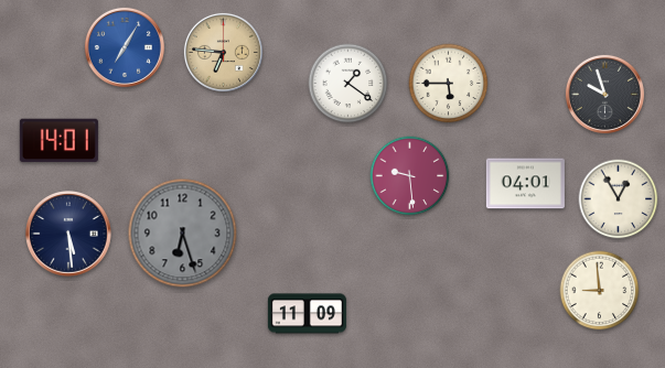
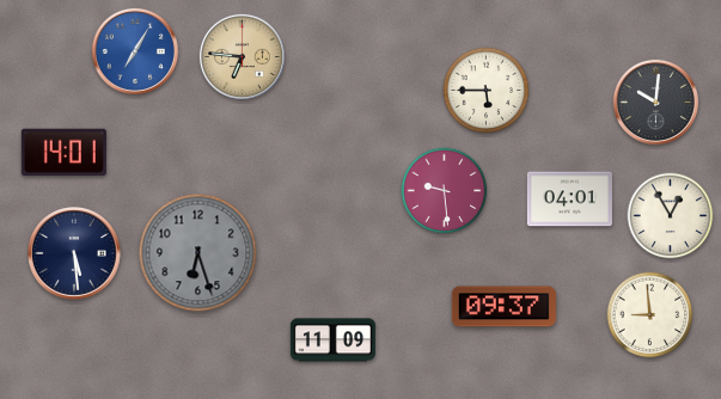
clock at (348, 84): 1:21 -> none
clock at (604, 94): 9:57 -> 10:01
clock at (503, 307): none -> 09:37
